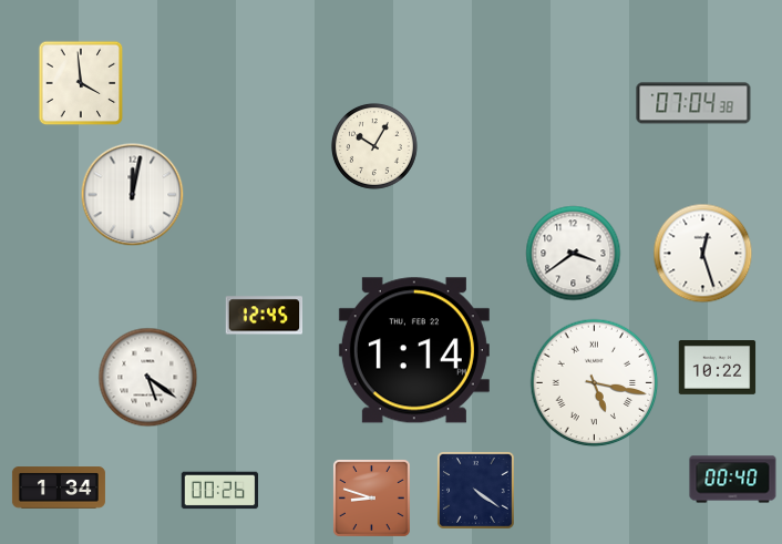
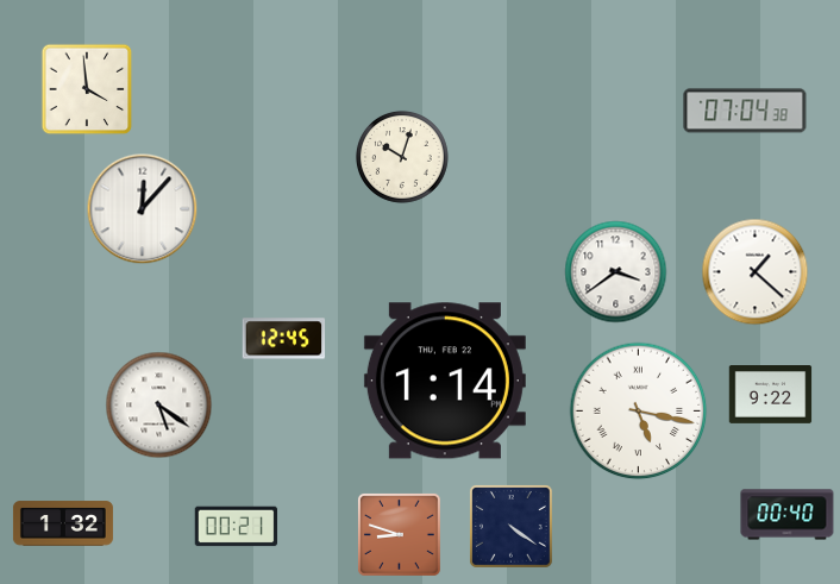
clock at (374, 146): 10:05 -> 10:03
clock at (133, 195): 12:02 -> 12:07
clock at (703, 254): 12:27 -> 1:22
clock at (414, 350) position: (414, 350) -> (445, 381)
clock at (718, 368): 10:22 -> 9:22
clock at (59, 487): 1:34 -> 1:32
clock at (220, 491): 00:26 -> 00:21
